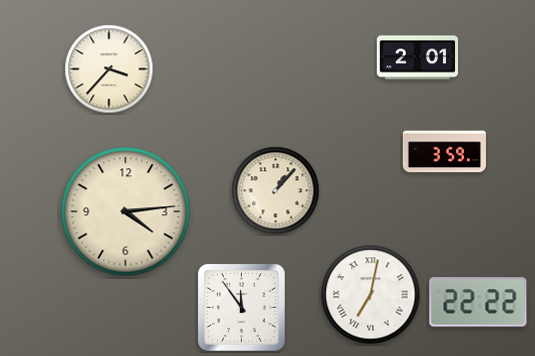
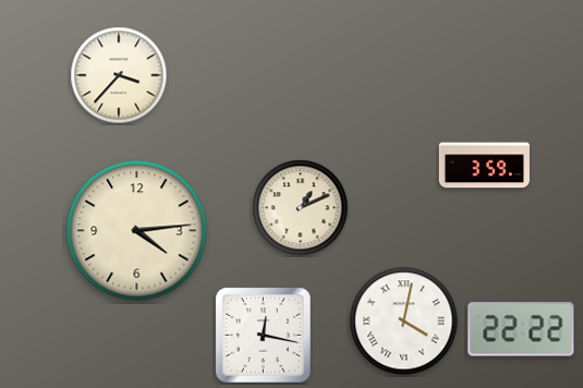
clock at (418, 58): 2:01 -> none
clock at (276, 191): 1:07 -> 1:11
clock at (371, 295): 7:02 -> 4:02
clock at (242, 308): 11:54 -> 12:17
